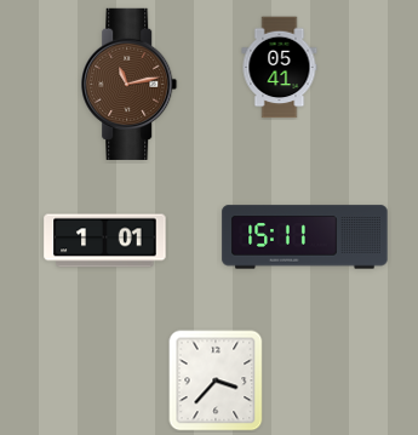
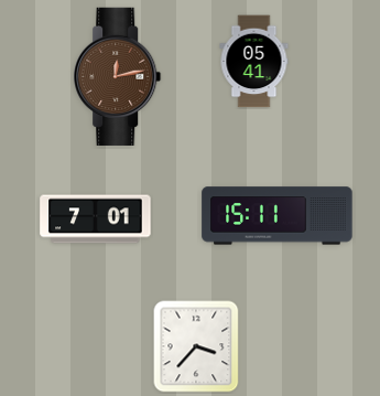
clock at (130, 84): 11:13 -> 12:13
clock at (105, 241): 1:01 -> 7:01
